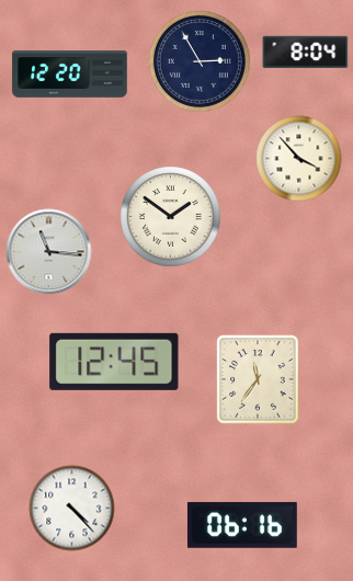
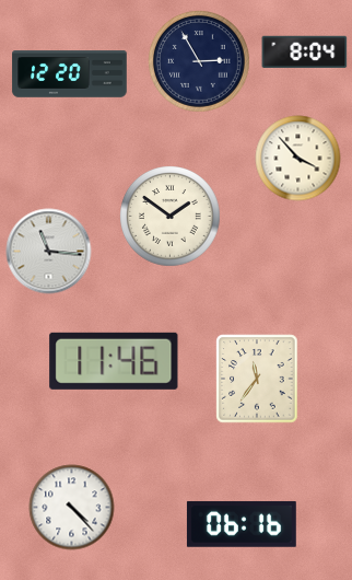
clock at (114, 362): 12:45 -> 11:46
